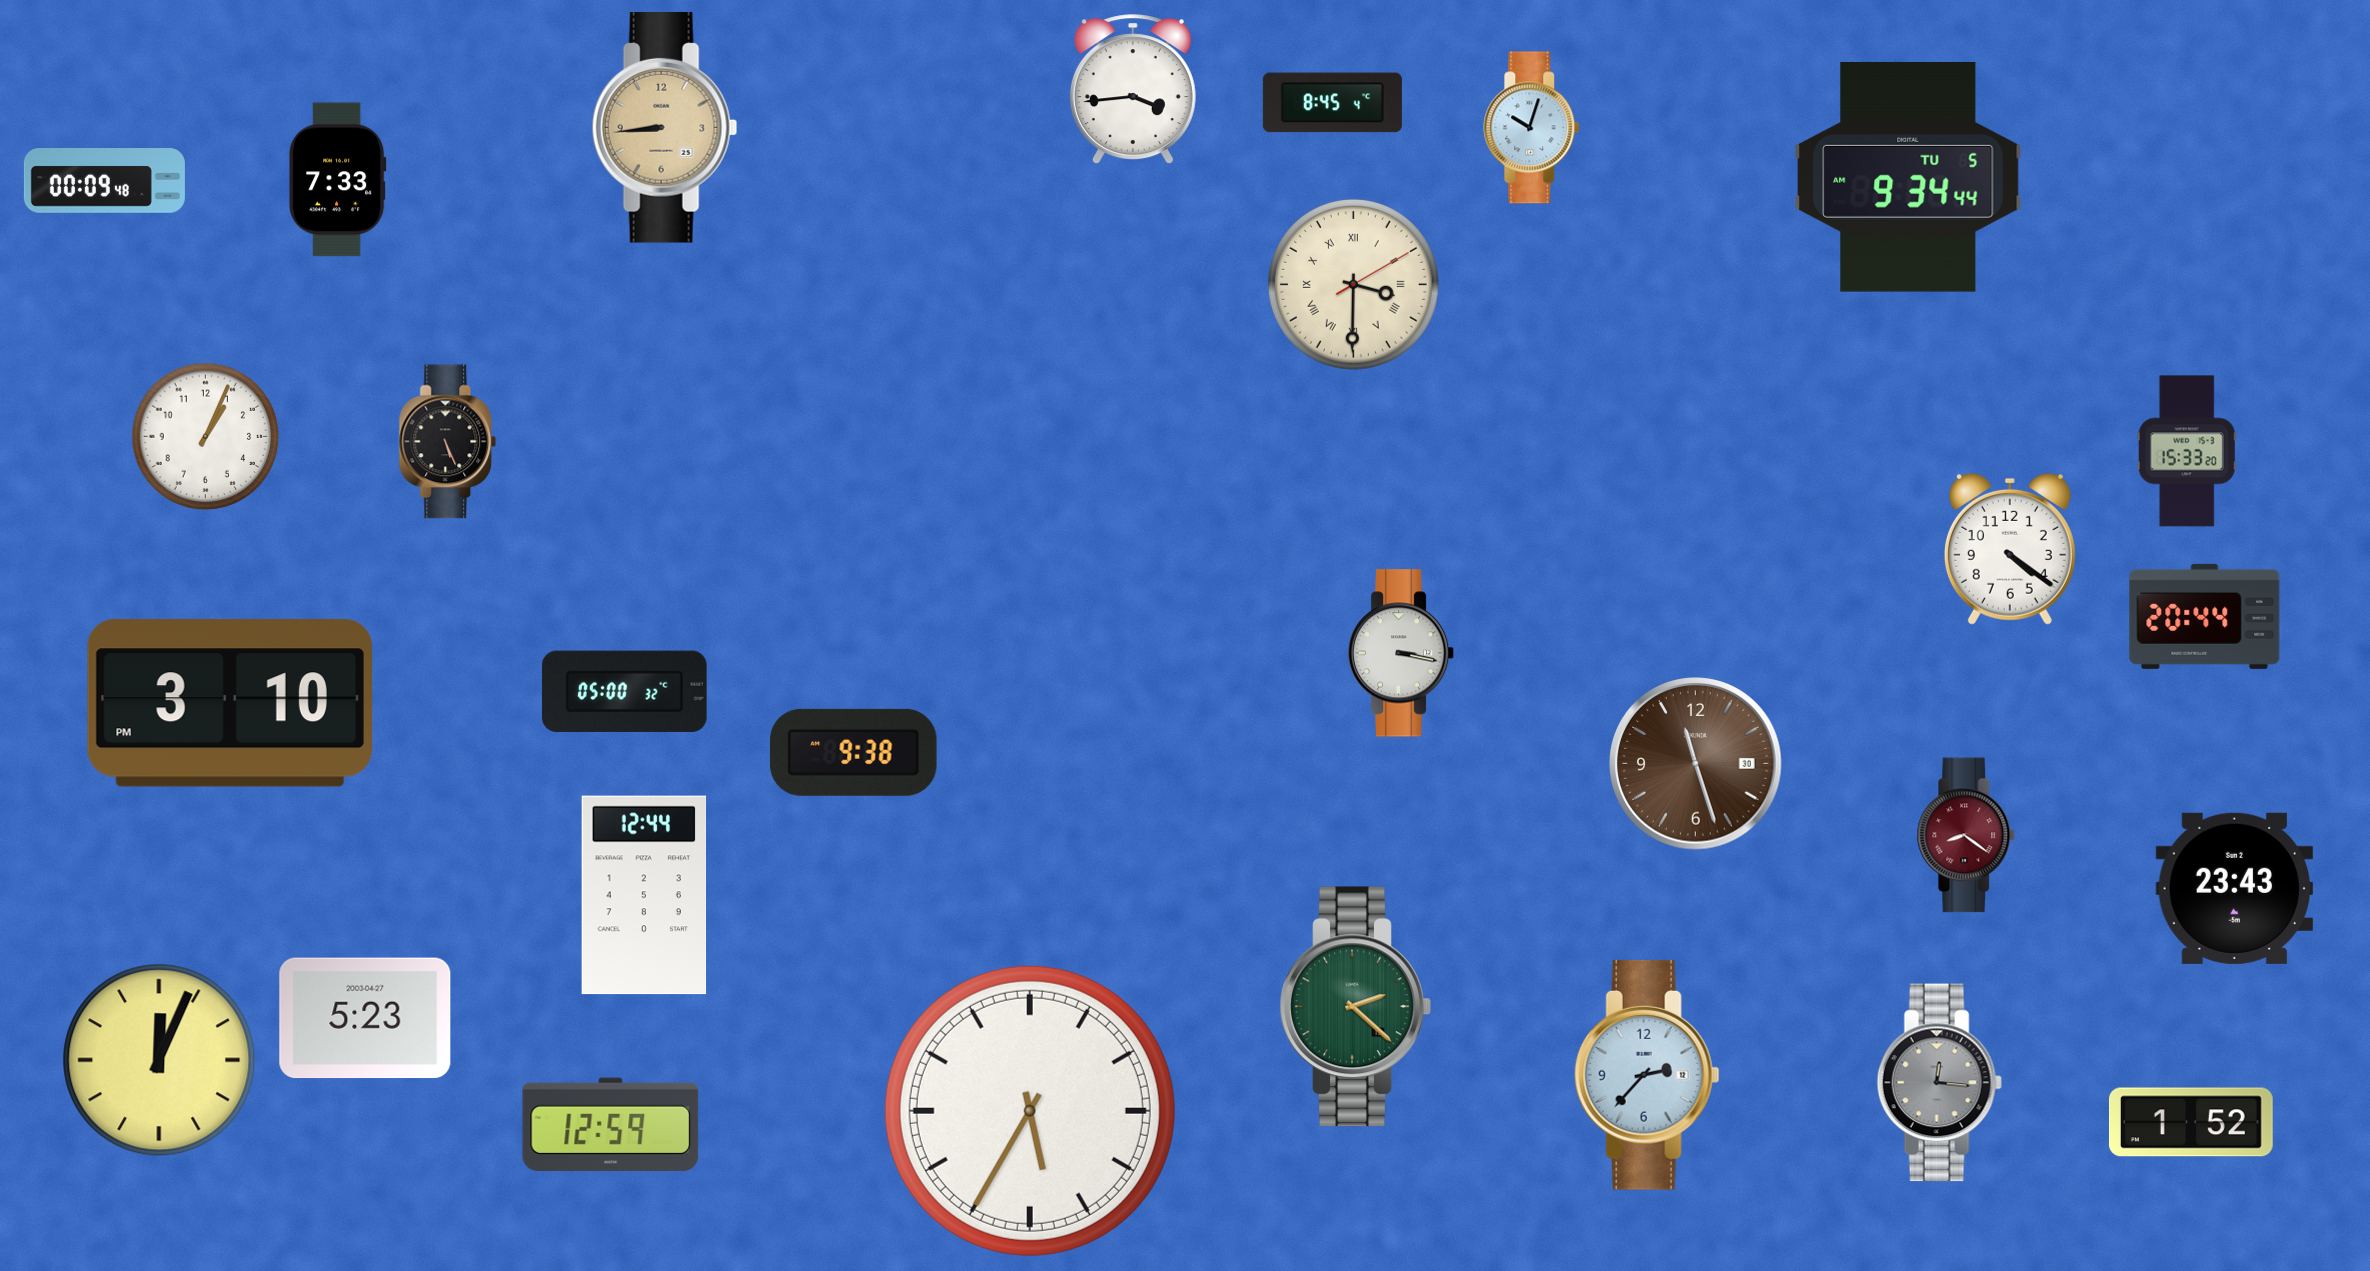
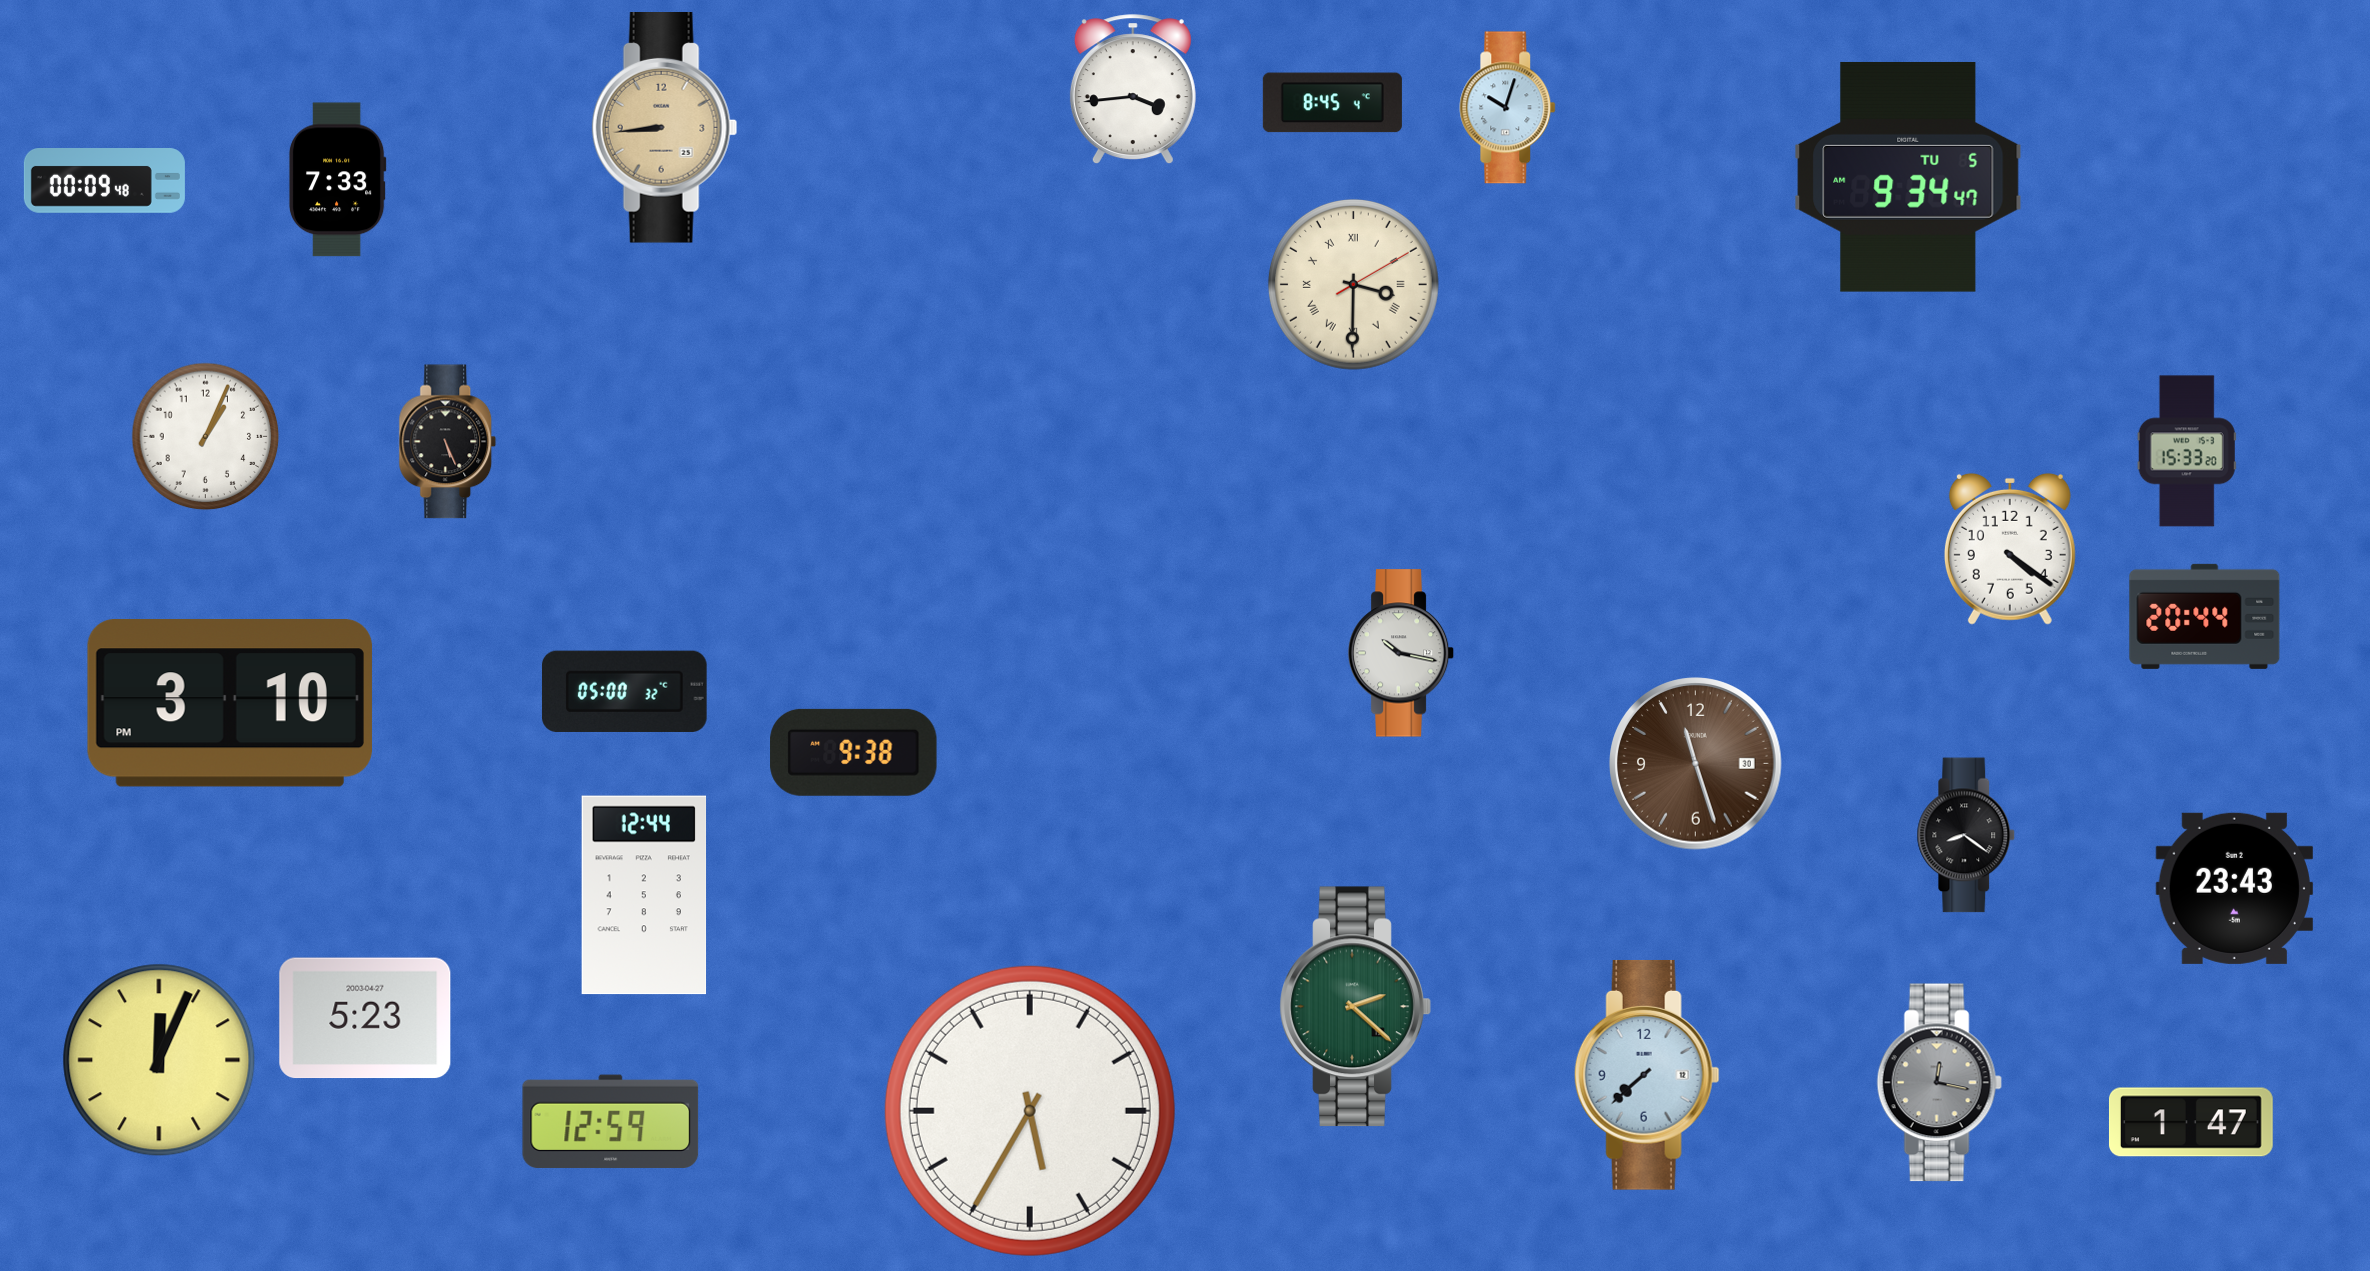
clock at (1532, 128) position: (1532, 128) -> (1508, 108)
clock at (1908, 177): 9:34:44 -> 9:34:47
clock at (1401, 653): 3:17 -> 10:17
clock at (1966, 835) dial: burgundy -> black
clock at (1647, 1075): 2:37 -> 7:38
clock at (1939, 1083): 12:16 -> 12:17
clock at (2191, 1122): 1:52 -> 1:47
clock at (611, 1124) position: (611, 1124) -> (611, 1121)
